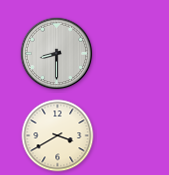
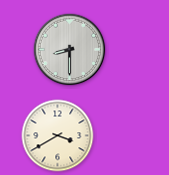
clock at (57, 54) position: (57, 54) -> (70, 50)
